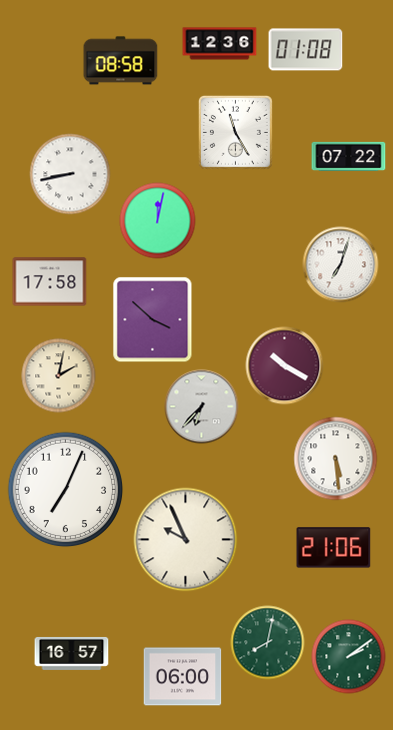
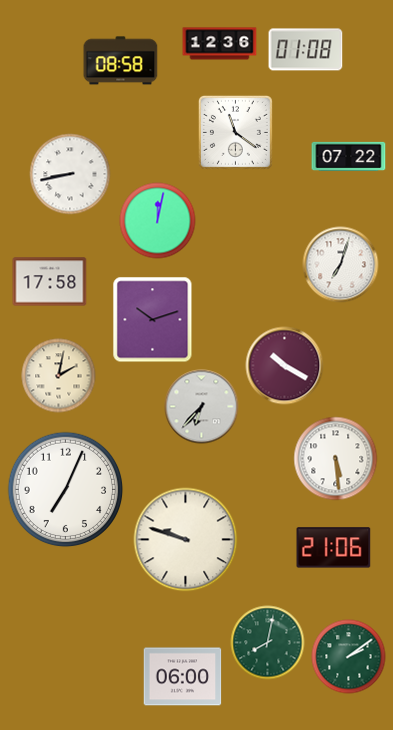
clock at (235, 132): 11:25 -> 11:21
clock at (153, 320): 3:52 -> 10:12
clock at (186, 540): 9:56 -> 9:48
clock at (72, 653): 16:57 -> none
